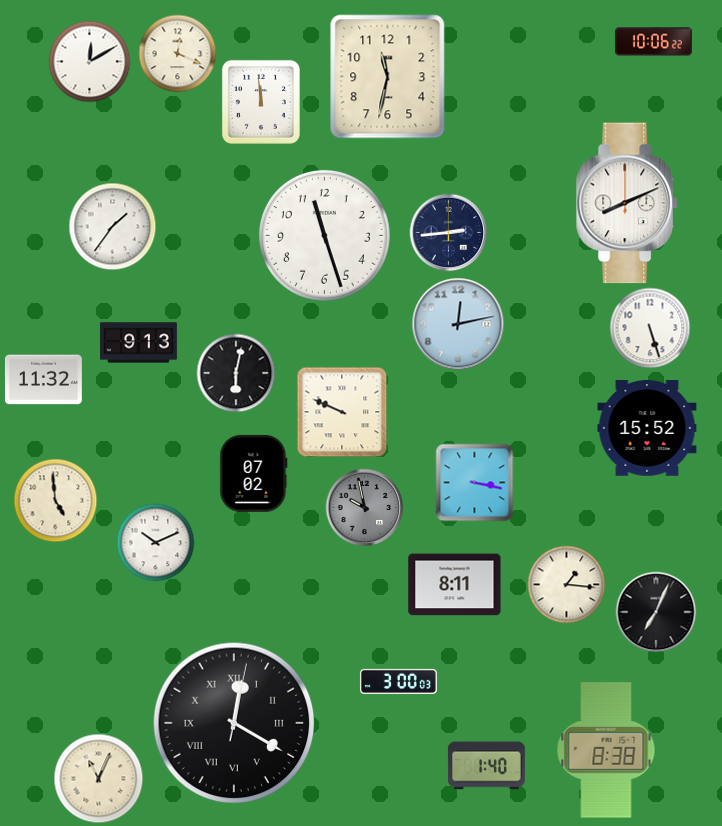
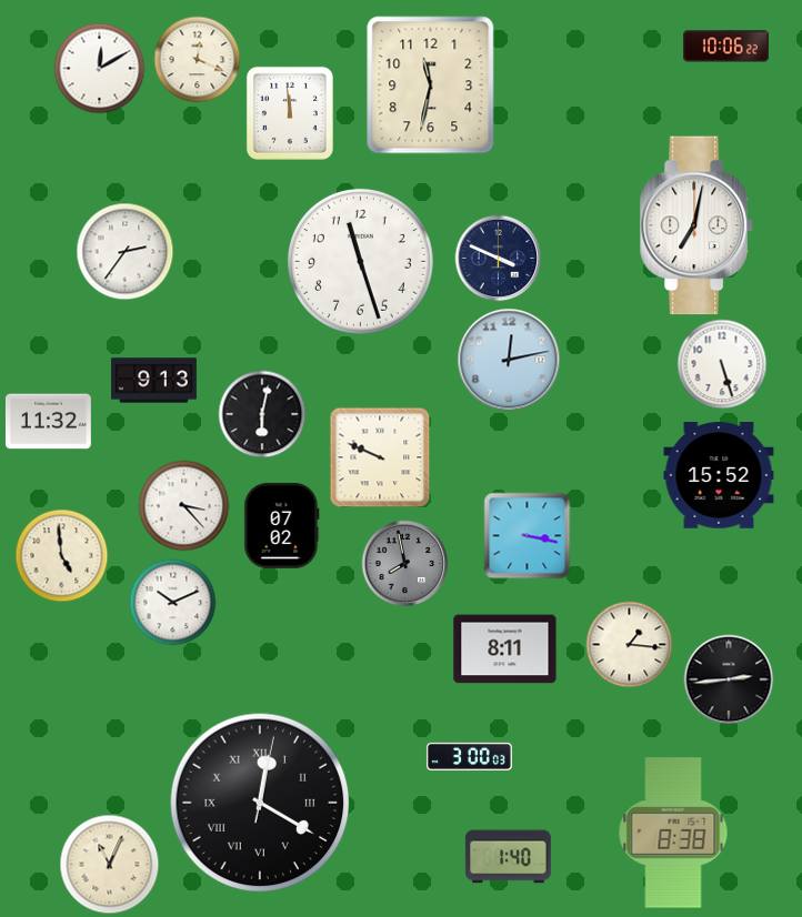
clock at (627, 203): 8:11 -> 7:02
clock at (112, 226): 1:36 -> 2:36
clock at (448, 232): 2:44 -> 3:49
clock at (183, 505): none -> 3:23
clock at (364, 507): 9:58 -> 7:58
clock at (566, 584) position: (566, 584) -> (629, 644)
clock at (656, 612): 7:04 -> 2:44
clock at (398, 681) position: (398, 681) -> (469, 756)
clock at (486, 766) position: (486, 766) -> (508, 857)
